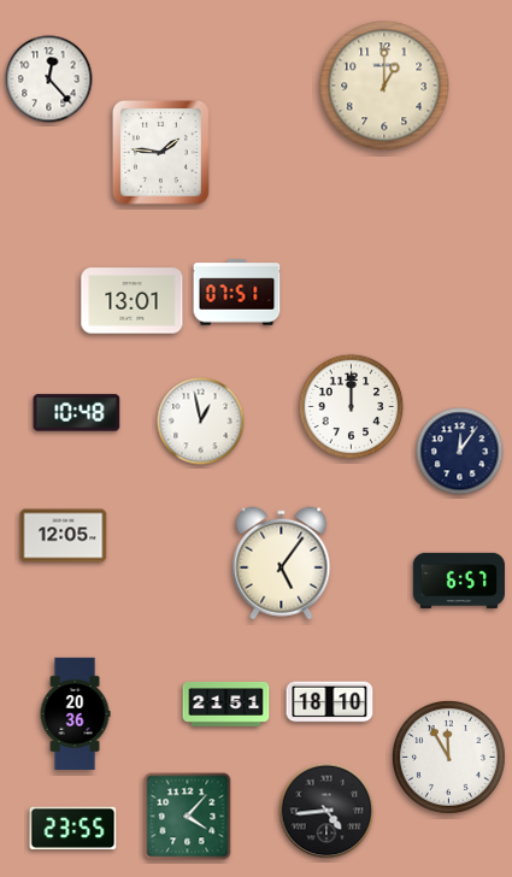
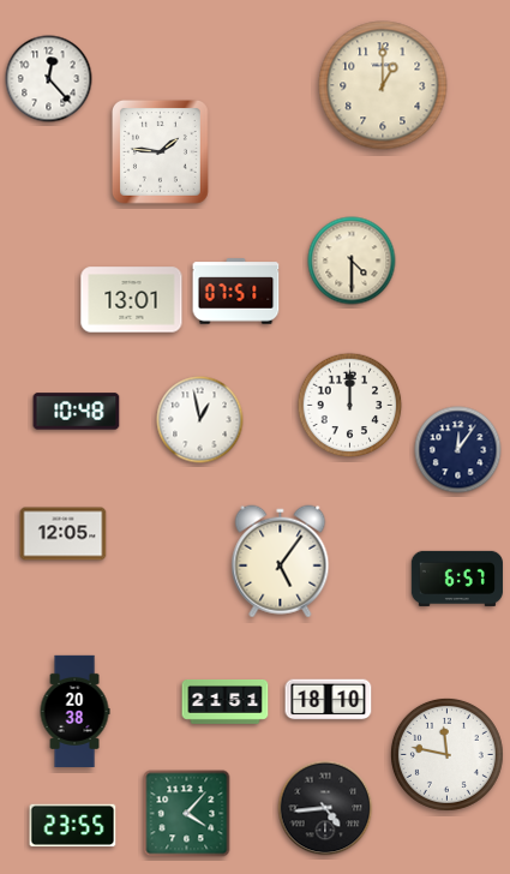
clock at (352, 261): none -> 4:30
clock at (75, 713): 20:36 -> 20:38
clock at (448, 757): 11:55 -> 11:47
